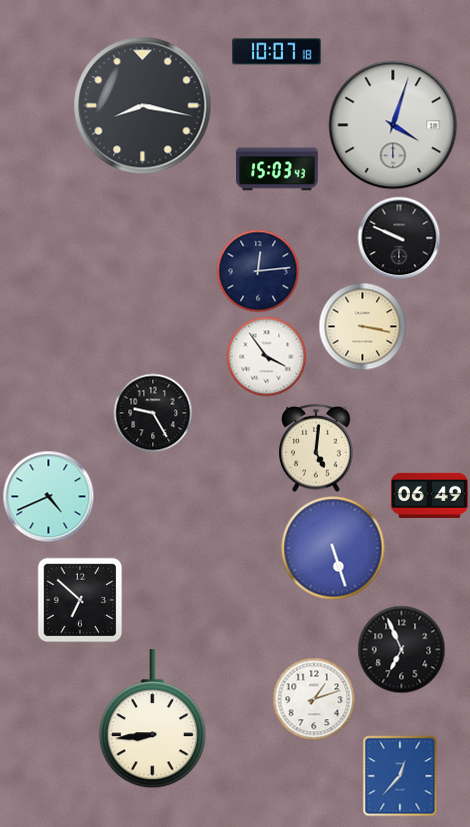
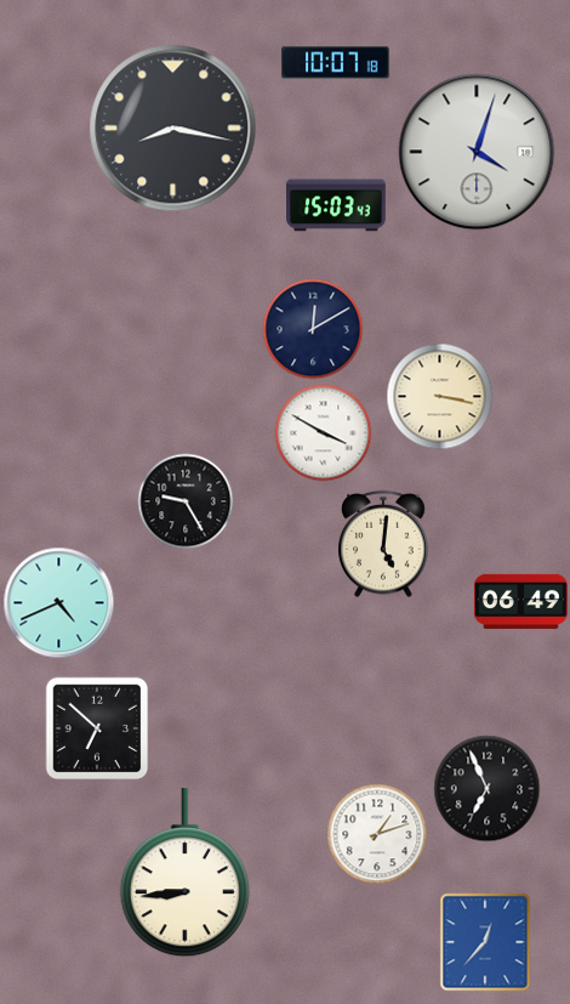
clock at (399, 238): 9:49 -> none
clock at (258, 271): 12:14 -> 12:10
clock at (266, 356): 3:54 -> 3:50
clock at (333, 548): 5:27 -> none
clock at (314, 699) position: (314, 699) -> (377, 834)
